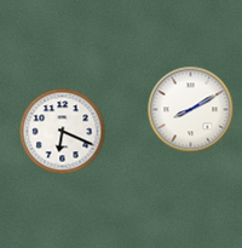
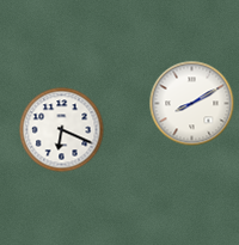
clock at (191, 110) position: (191, 110) -> (192, 104)
